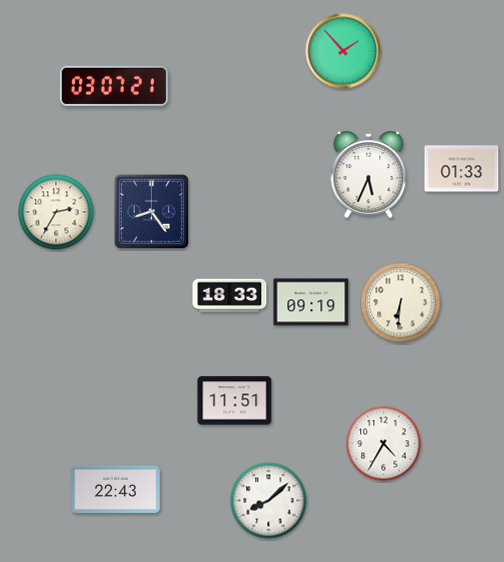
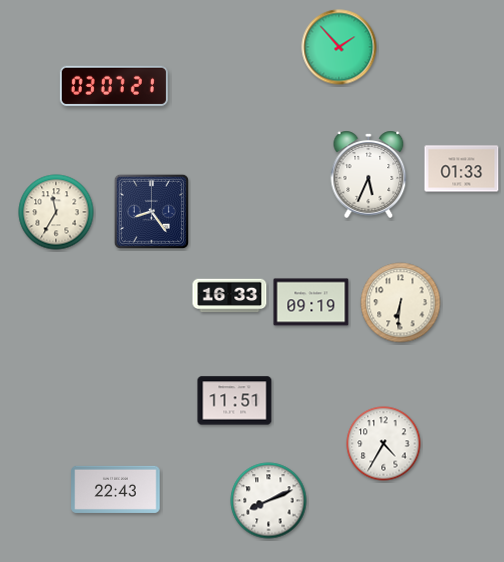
clock at (343, 51) position: (343, 51) -> (339, 47)
clock at (56, 212): 2:35 -> 11:35
clock at (230, 296): 18:33 -> 16:33
clock at (269, 501): 8:08 -> 8:11
